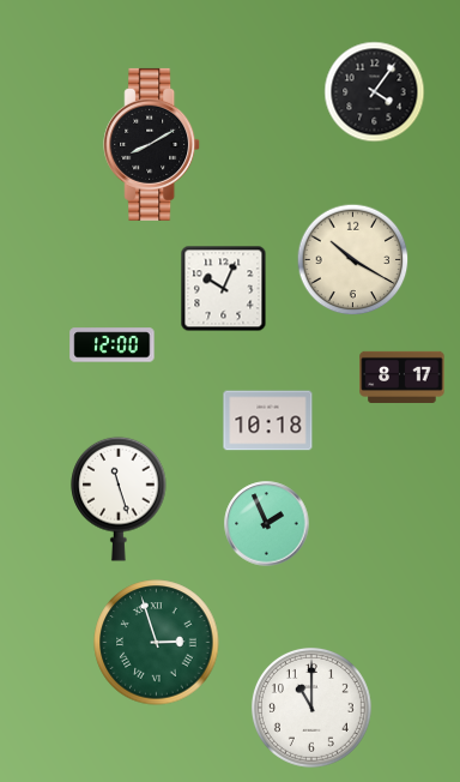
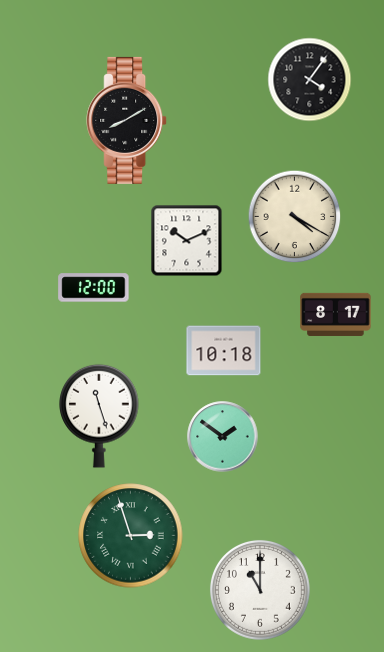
clock at (375, 92) position: (375, 92) -> (310, 80)
clock at (353, 260): 10:20 -> 4:20
clock at (224, 289): 10:04 -> 10:11
clock at (267, 524): 1:56 -> 1:51
